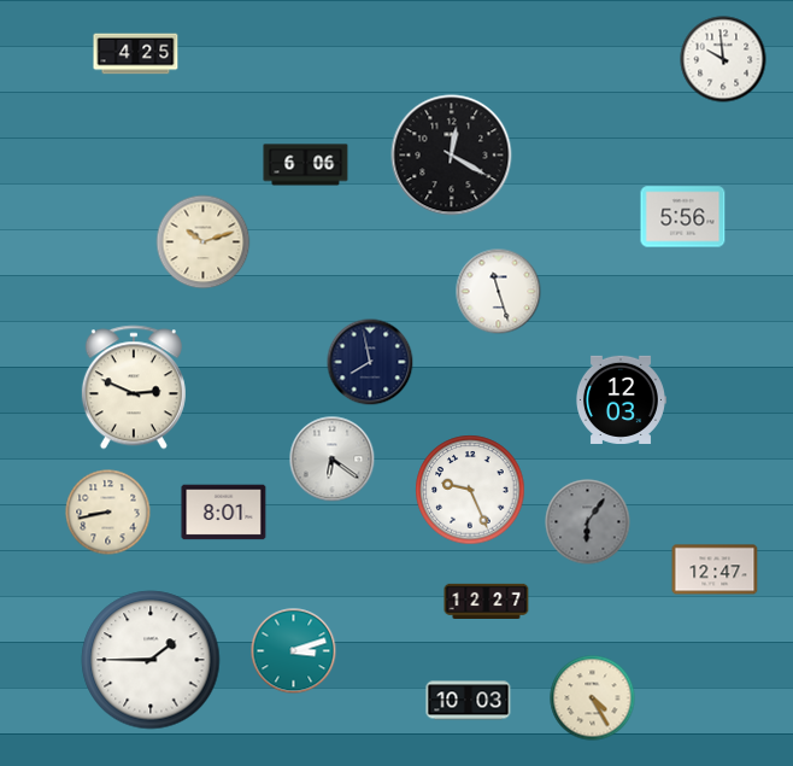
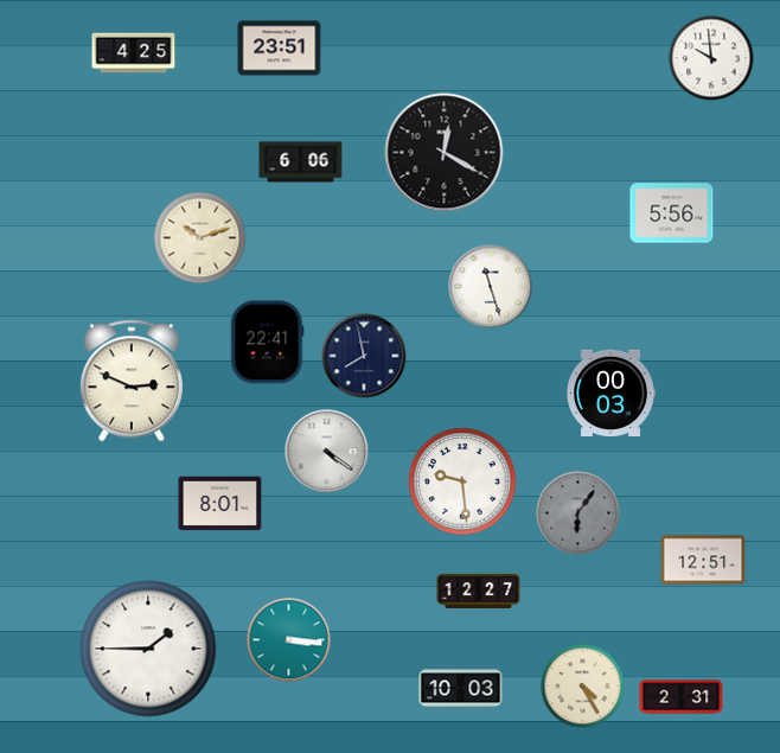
clock at (280, 49): none -> 23:51
clock at (268, 343): none -> 22:41
clock at (622, 399): 12:03 -> 00:03
clock at (333, 460): 6:21 -> 4:21
clock at (470, 490): 9:26 -> 9:29
clock at (108, 513): 8:43 -> none
clock at (715, 569): 12:47 -> 12:51
clock at (294, 651): 3:12 -> 3:16
clock at (682, 697): none -> 2:31
